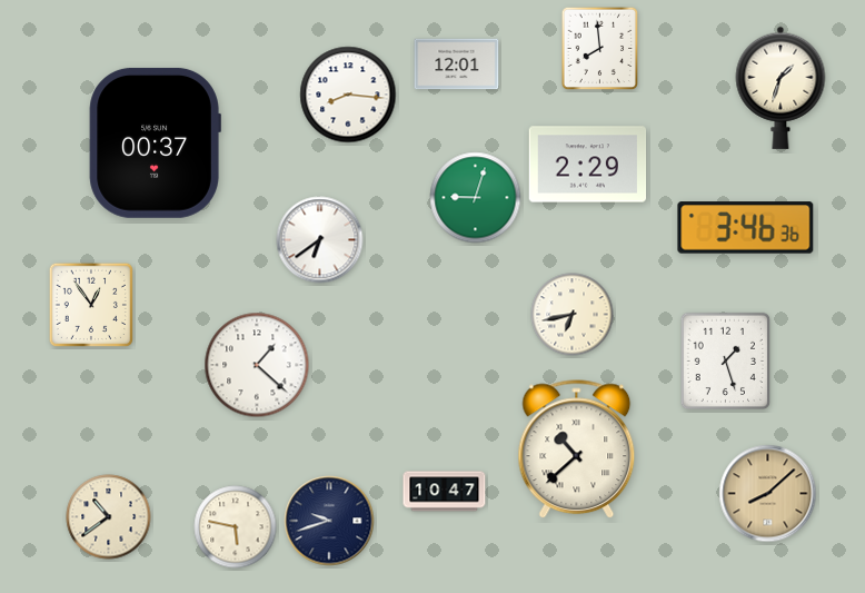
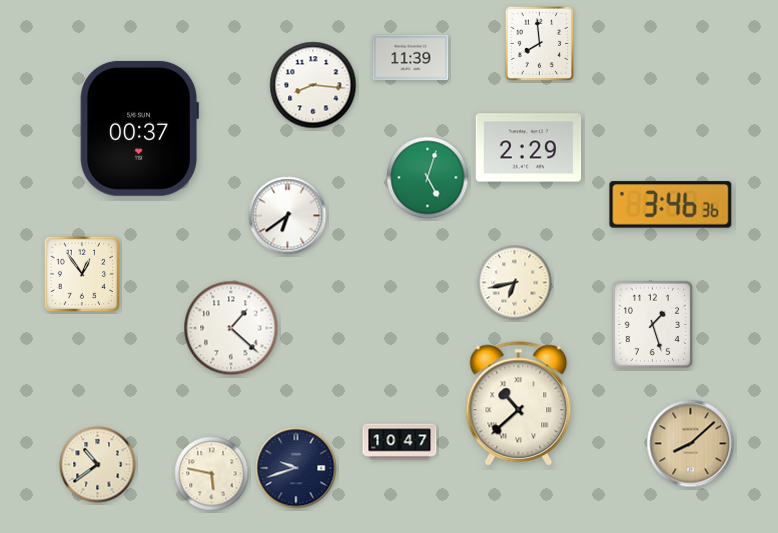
clock at (457, 65): 12:01 -> 11:39
clock at (781, 88): 1:33 -> none
clock at (476, 198): 9:03 -> 5:03
